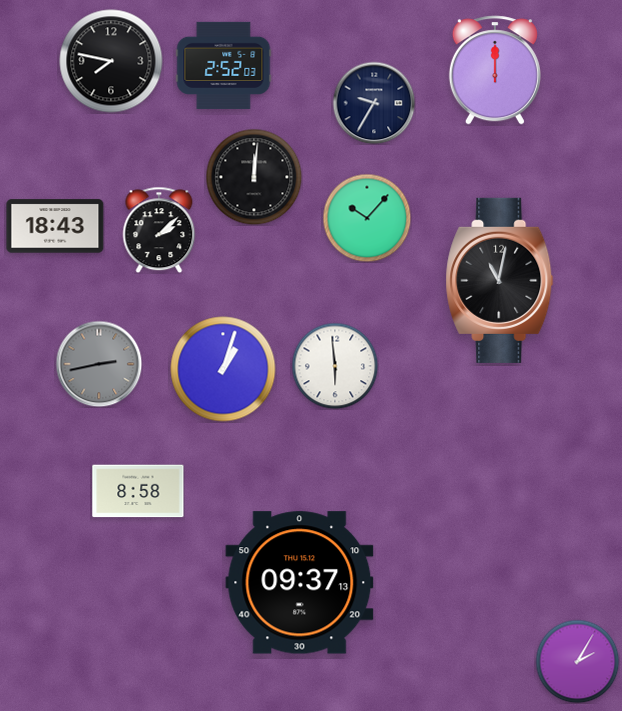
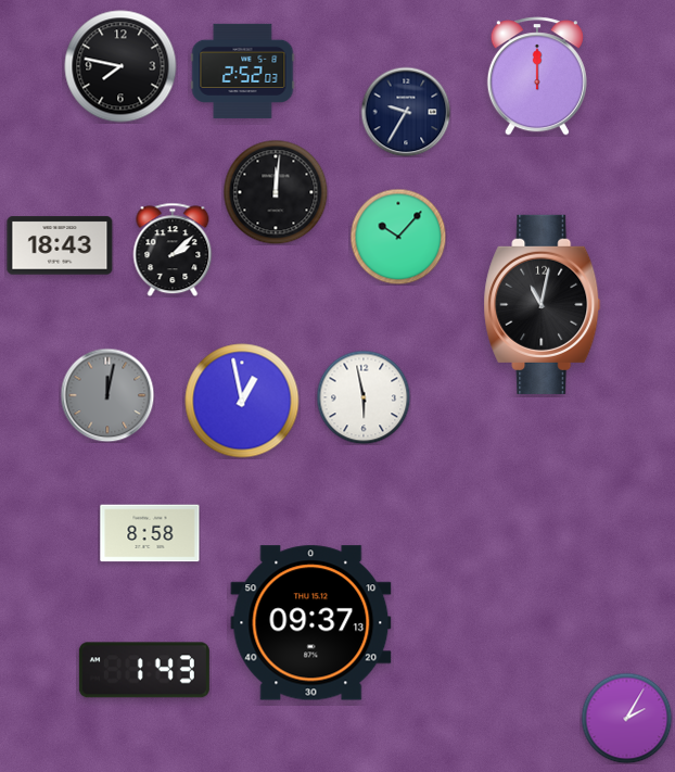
clock at (99, 364): 2:43 -> 12:02
clock at (335, 366): 5:59 -> 5:58
clock at (223, 369): 1:03 -> 12:58
clock at (300, 583) position: (300, 583) -> (311, 623)
clock at (144, 670): none -> 1:43
